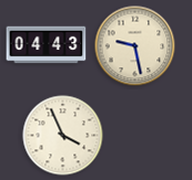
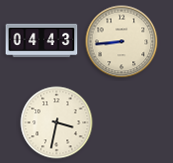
clock at (135, 46): 9:28 -> 8:44
clock at (63, 136): 3:56 -> 3:32
